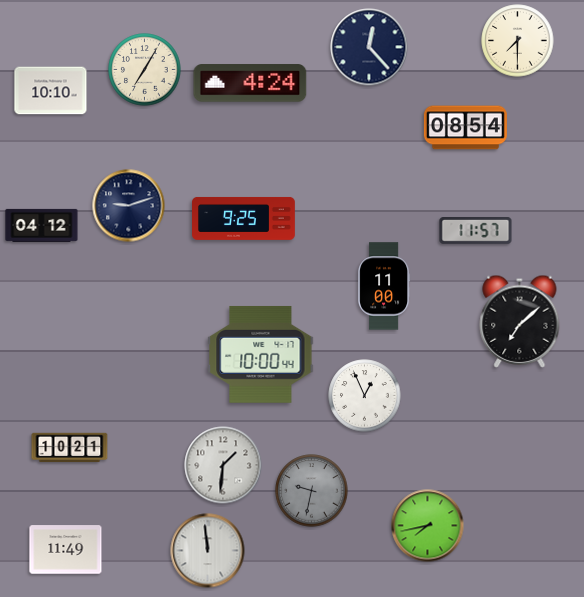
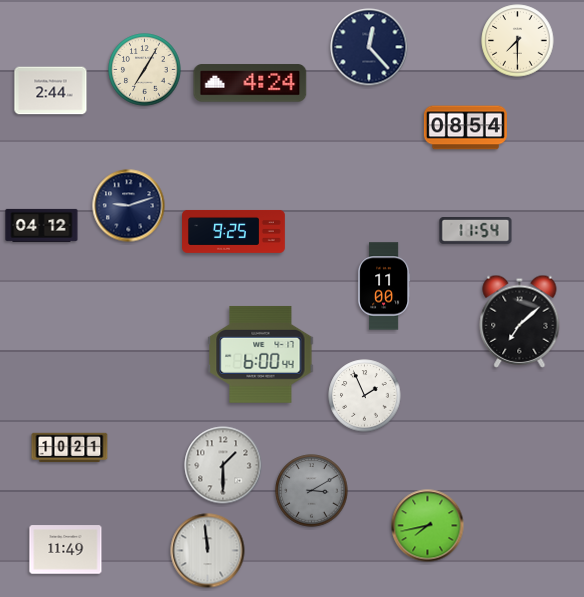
clock at (51, 91): 10:10 -> 2:44
clock at (244, 219) position: (244, 219) -> (234, 232)
clock at (476, 231): 11:57 -> 11:54
clock at (261, 354): 10:00 -> 6:00
clock at (365, 396): 12:56 -> 1:56
clock at (223, 465): 1:31 -> 1:30
clock at (312, 491): 9:32 -> 3:10
